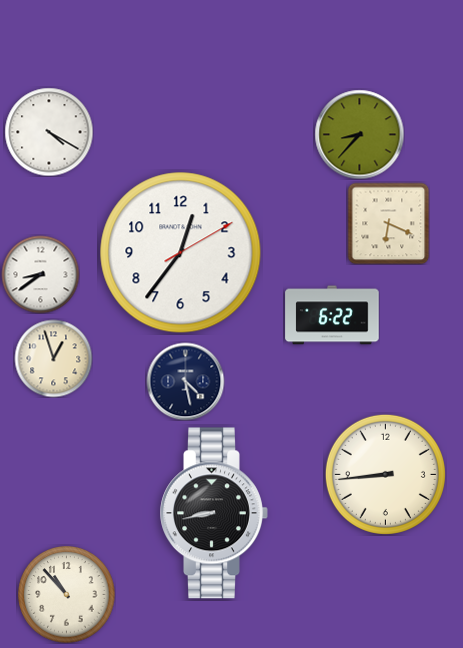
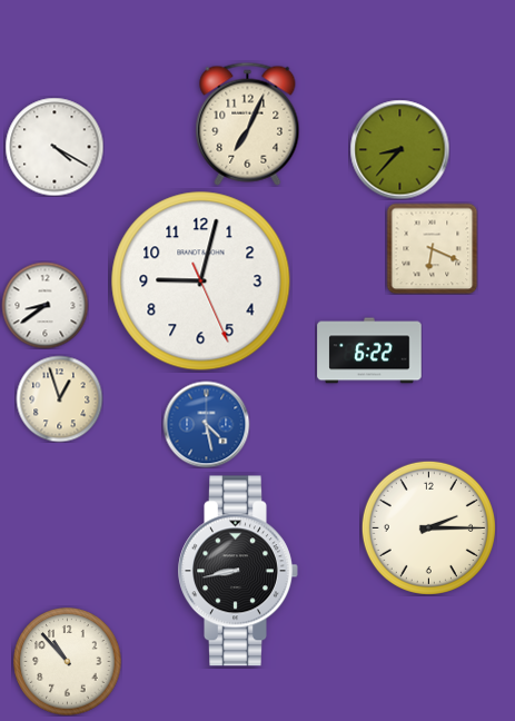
clock at (248, 124): none -> 7:04
clock at (181, 253): 12:36 -> 9:02
clock at (185, 381) dial: navy -> blue
clock at (385, 474): 8:44 -> 2:15
clock at (67, 595) position: (67, 595) -> (68, 662)
